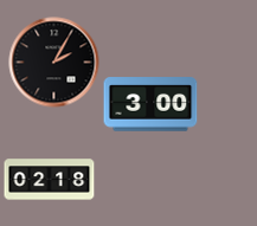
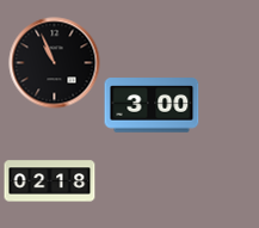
clock at (54, 63): 2:05 -> 10:56
